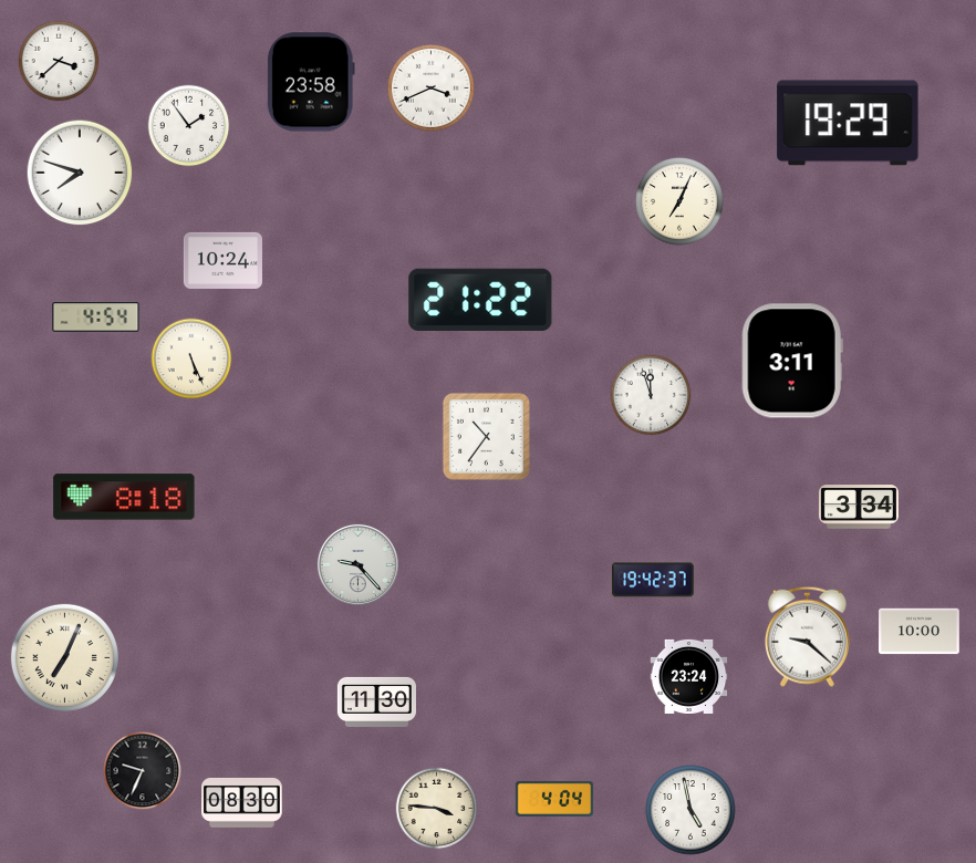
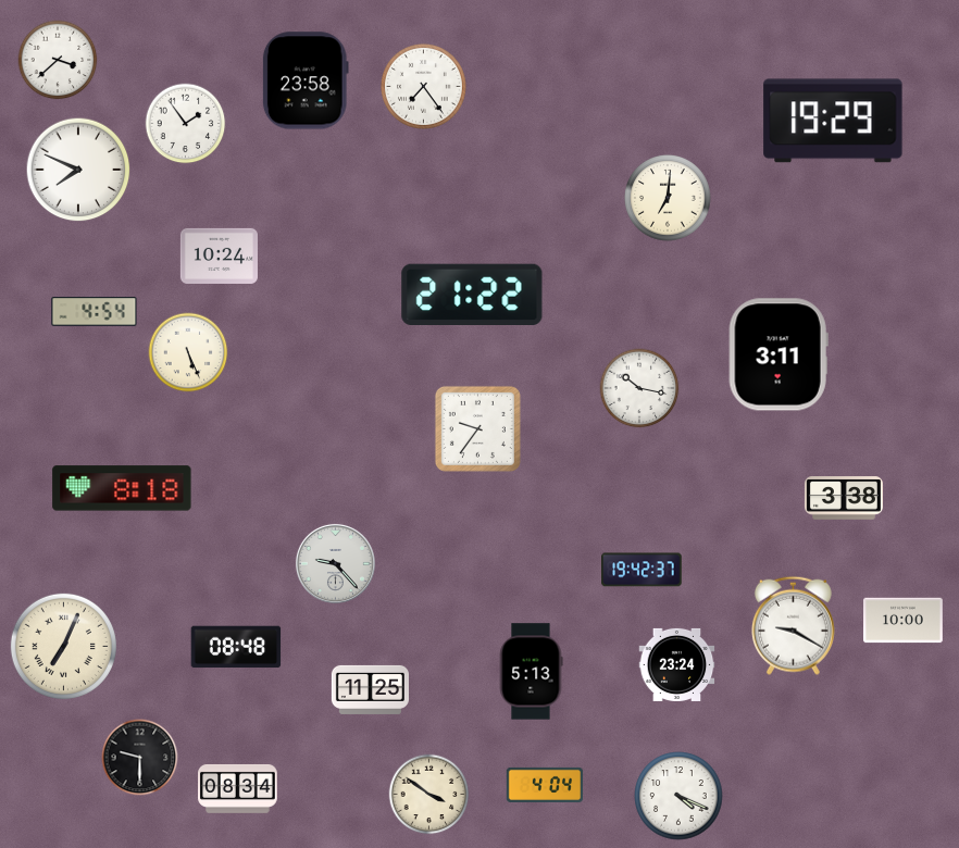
clock at (430, 87): 3:41 -> 7:24
clock at (80, 173): 7:48 -> 7:49
clock at (681, 202): 7:04 -> 7:01
clock at (651, 395): 11:57 -> 10:17
clock at (486, 436): 10:36 -> 9:36
clock at (859, 507): 3:34 -> 3:38
clock at (357, 564) position: (357, 564) -> (335, 563)
clock at (807, 636): 9:22 -> 9:20
clock at (236, 647): none -> 08:48
clock at (531, 672): none -> 5:13
clock at (376, 701): 11:30 -> 11:25
clock at (143, 771): 9:34 -> 9:30
clock at (242, 802): 08:30 -> 08:34
clock at (437, 809): 3:46 -> 3:51
clock at (691, 810): 4:58 -> 4:19
